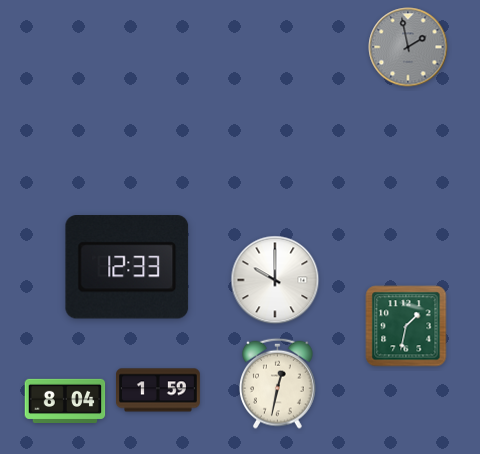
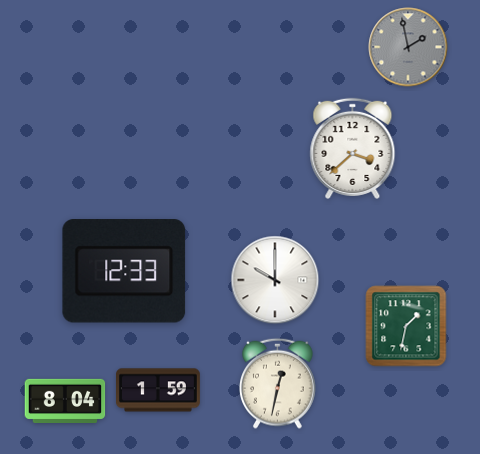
clock at (353, 148): none -> 3:38
clock at (127, 267) position: (127, 267) -> (124, 271)
